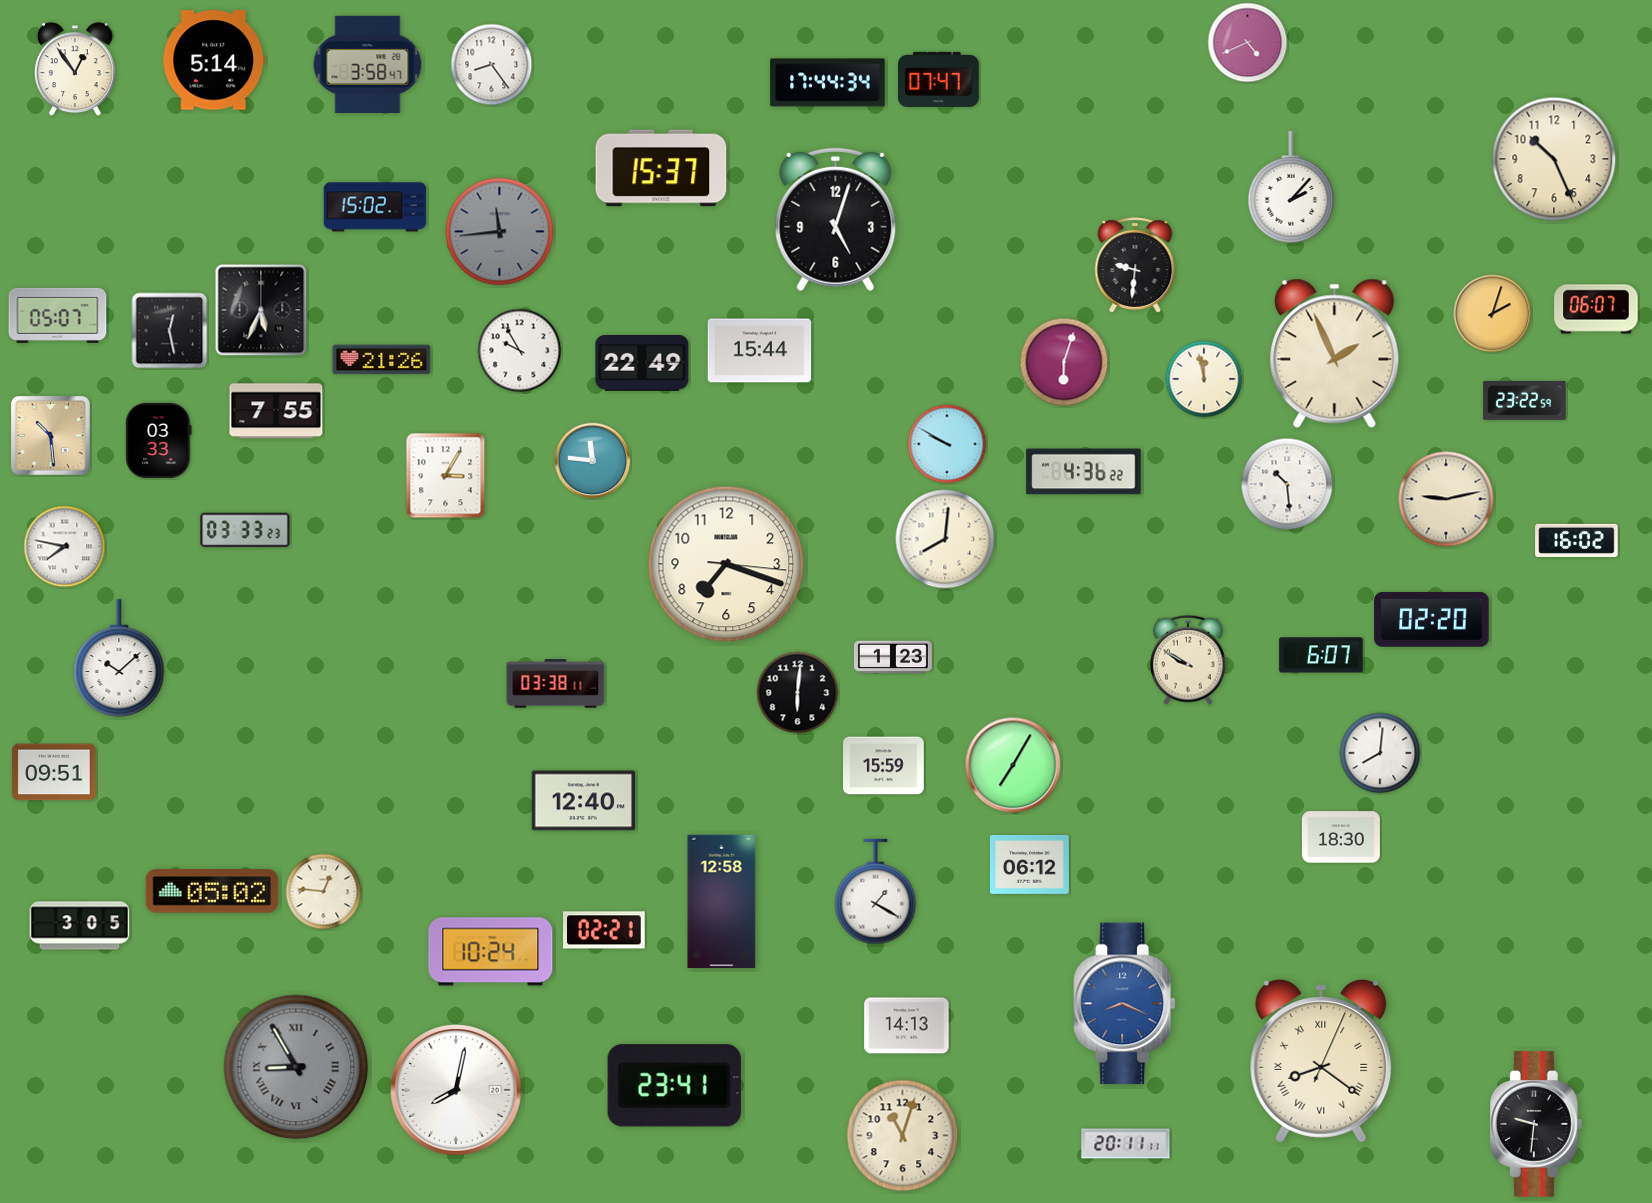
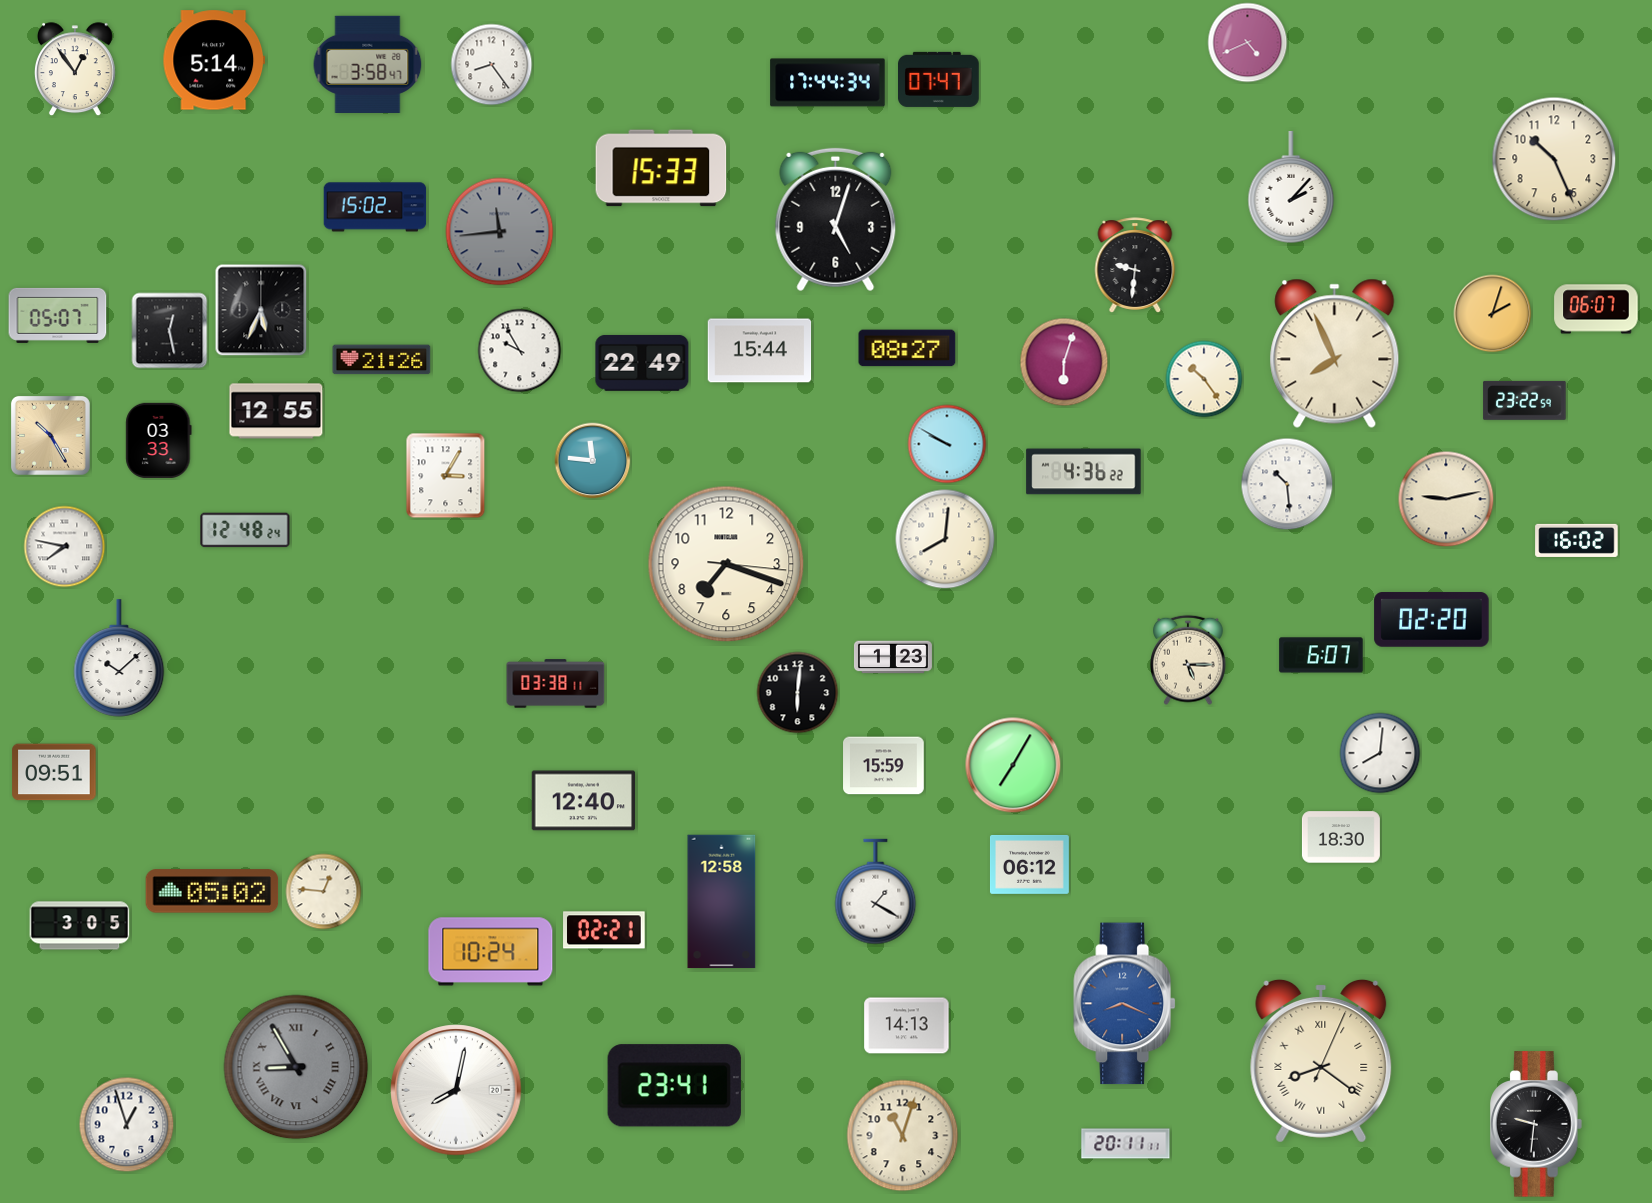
clock at (661, 168): 15:37 -> 15:33
clock at (907, 348): none -> 08:27
clock at (1335, 353): 1:56 -> 7:56
clock at (1204, 379): 11:58 -> 10:24
clock at (276, 411): 7:55 -> 12:55
clock at (50, 435): 10:29 -> 10:25
clock at (245, 530): 03:33 -> 12:48
clock at (1188, 660): 9:50 -> 5:15
clock at (127, 1125): none -> 12:57
